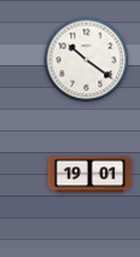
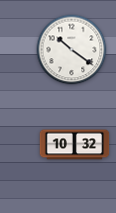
clock at (91, 175): 19:01 -> 10:32
